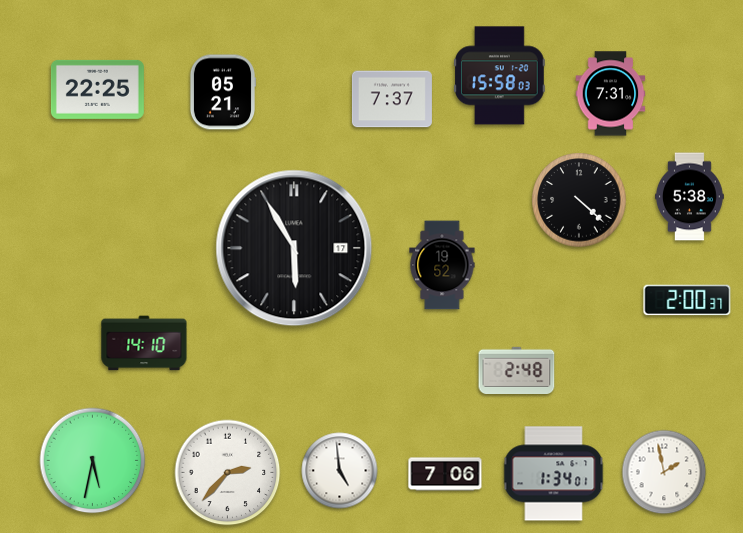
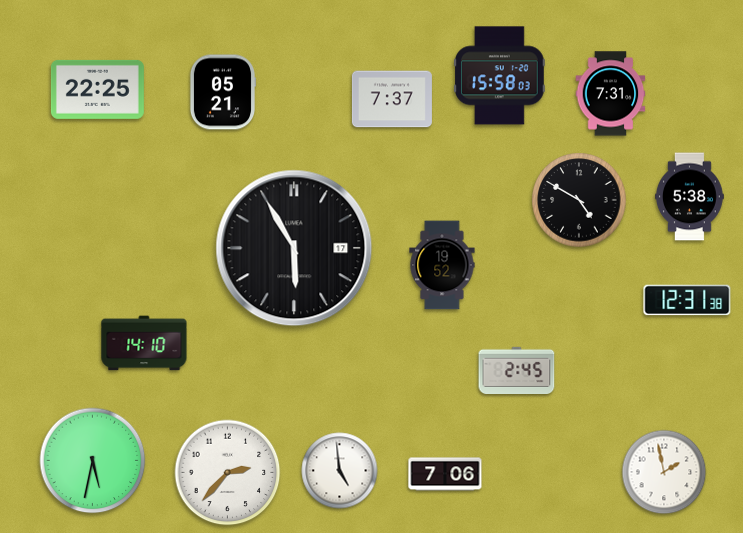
clock at (579, 200): 4:22 -> 4:50
clock at (687, 300): 2:00 -> 12:31
clock at (517, 370): 2:48 -> 2:45
clock at (554, 474): 1:34 -> none
